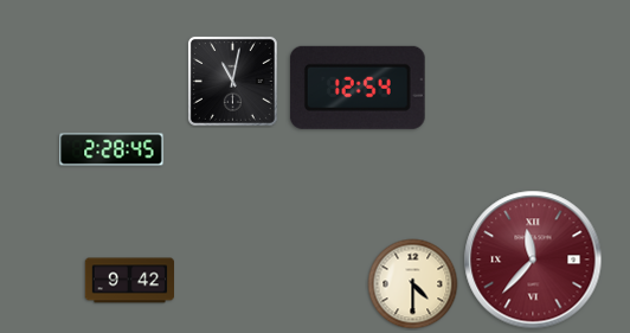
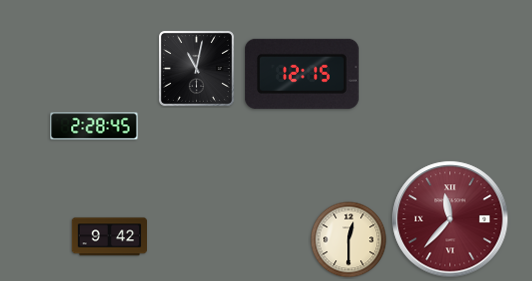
clock at (358, 88): 12:54 -> 12:15
clock at (413, 284): 4:30 -> 12:30
